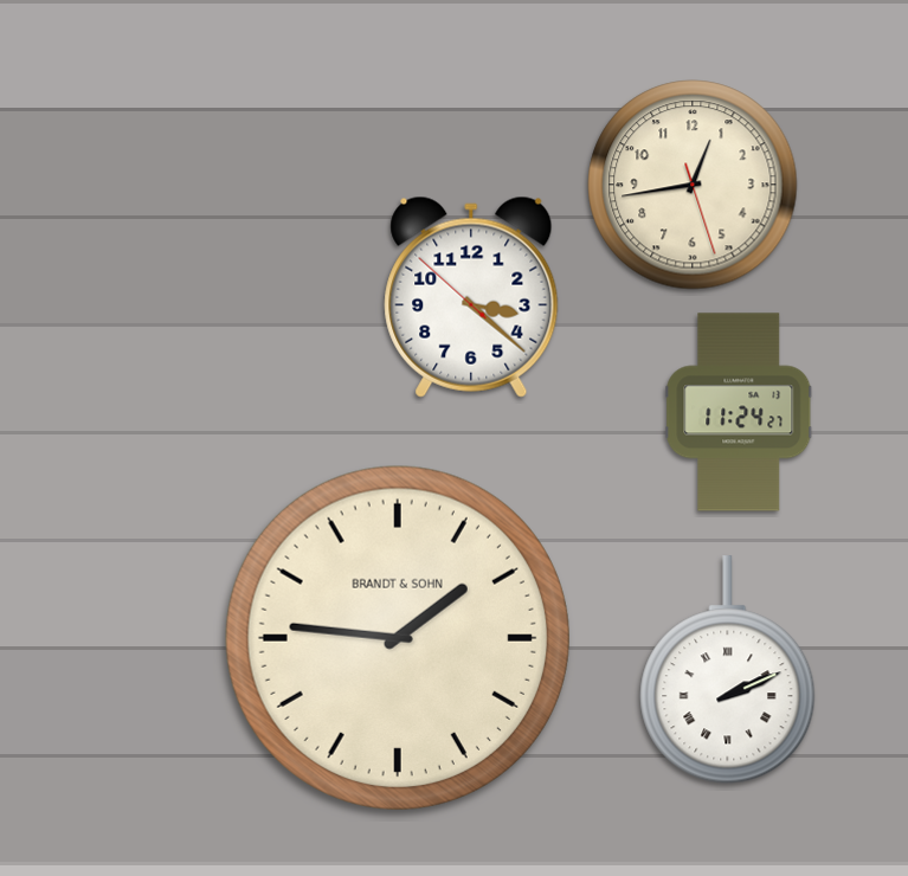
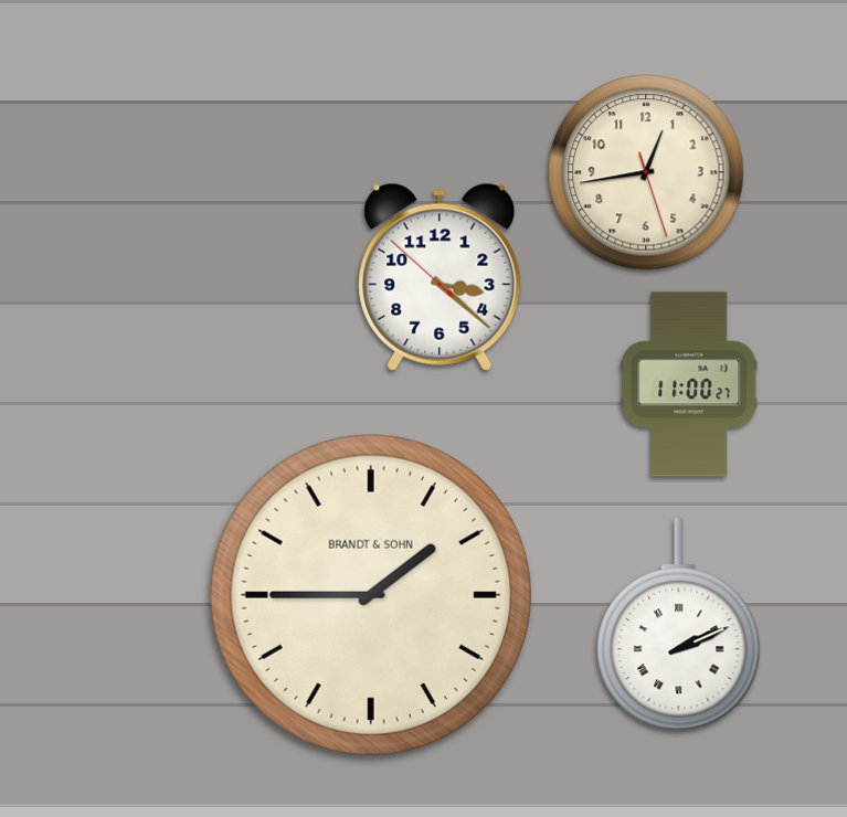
clock at (739, 412): 11:24 -> 11:00
clock at (398, 638): 1:46 -> 1:45
